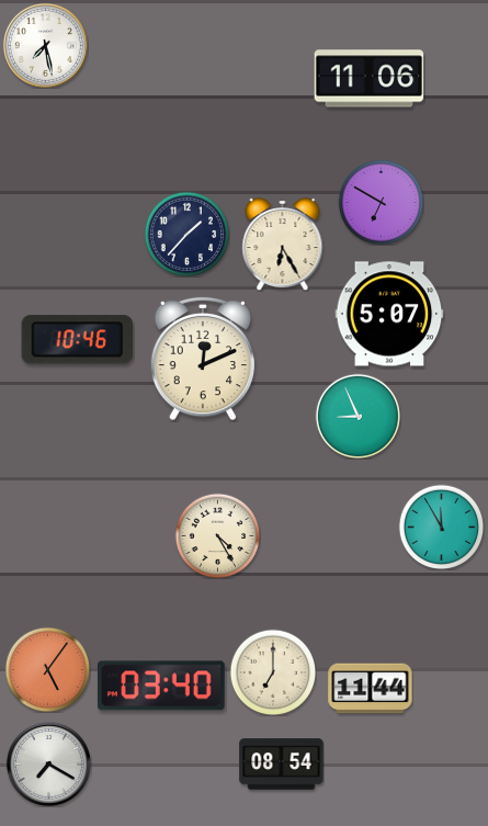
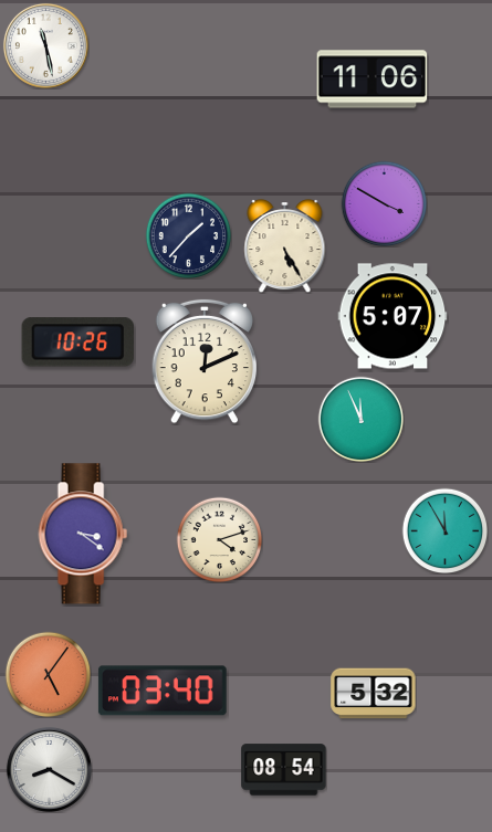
clock at (45, 45): 7:28 -> 11:28
clock at (381, 202): 6:50 -> 3:50
clock at (283, 245): 6:25 -> 5:25
clock at (77, 340): 10:46 -> 10:26
clock at (358, 416): 8:56 -> 11:56
clock at (83, 534): none -> 3:21
clock at (217, 535): 4:25 -> 4:12
clock at (273, 672): 7:00 -> none
clock at (371, 689): 11:44 -> 5:32
clock at (48, 763): 7:20 -> 8:20
